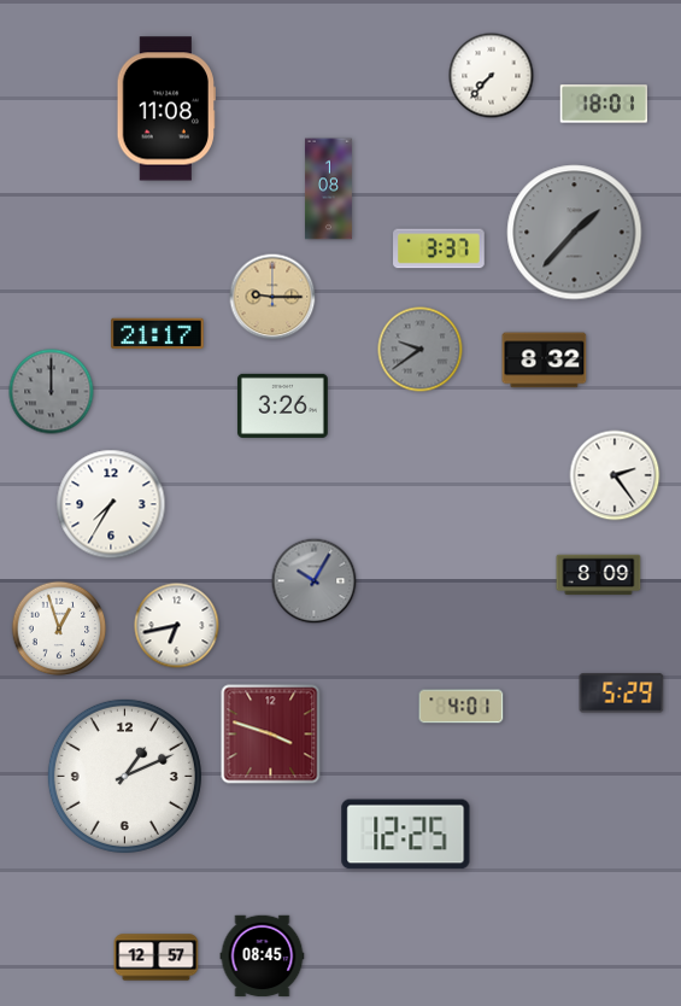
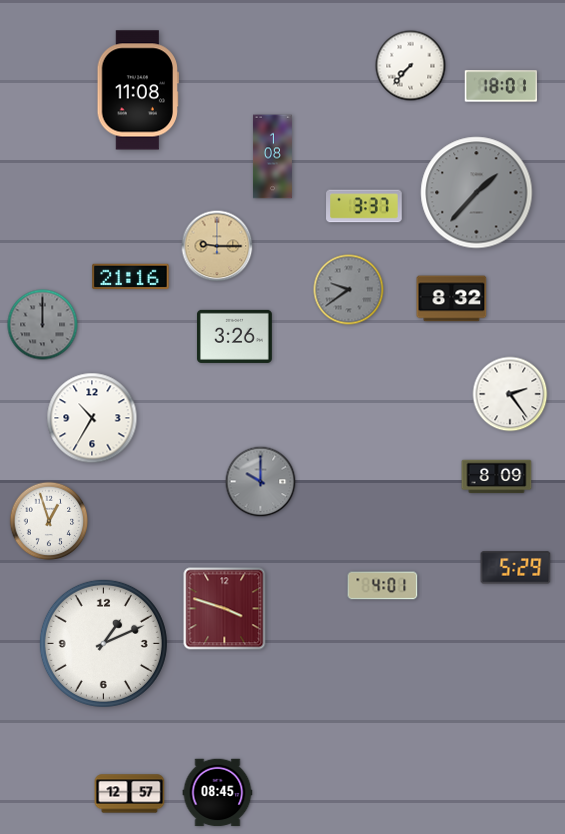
clock at (492, 76) position: (492, 76) -> (411, 66)
clock at (272, 297) position: (272, 297) -> (217, 246)
clock at (158, 334): 21:17 -> 21:16
clock at (111, 504): 7:35 -> 10:35
clock at (315, 581): 10:05 -> 10:00
clock at (177, 626): 6:43 -> none
clock at (622, 694) position: (622, 694) -> (516, 568)
clock at (406, 835): 12:25 -> none
